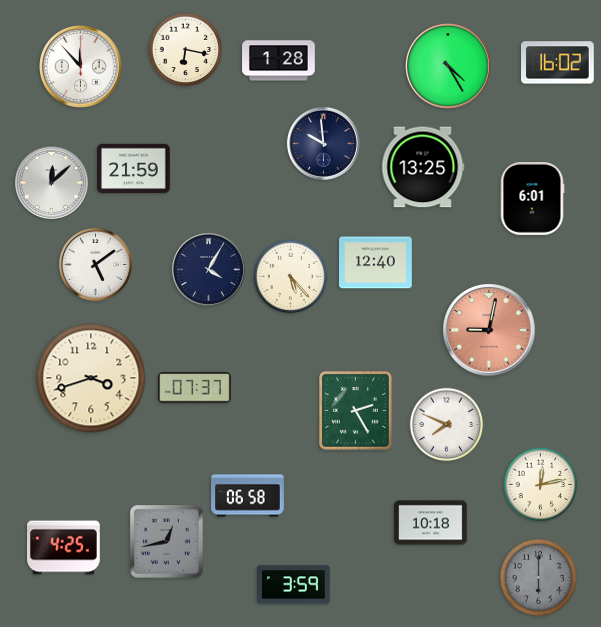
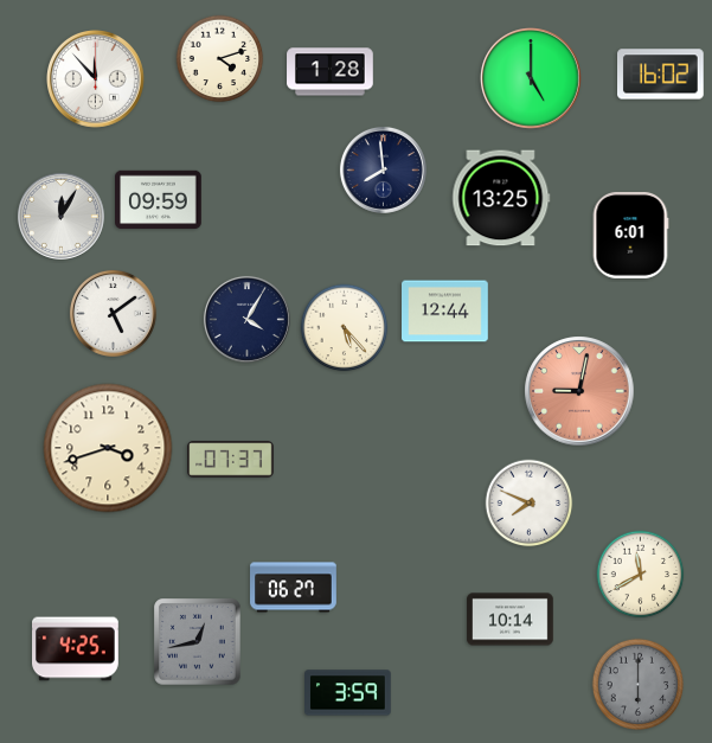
clock at (186, 50): 6:17 -> 4:12
clock at (449, 67): 4:25 -> 5:00
clock at (323, 143): 9:59 -> 7:59
clock at (134, 169): 21:59 -> 09:59
clock at (51, 182): 12:08 -> 12:05
clock at (376, 263): 12:40 -> 12:44
clock at (356, 411): 2:25 -> none
clock at (541, 485): 12:13 -> 11:40
clock at (248, 496): 06:58 -> 06:27
clock at (431, 523): 10:18 -> 10:14
